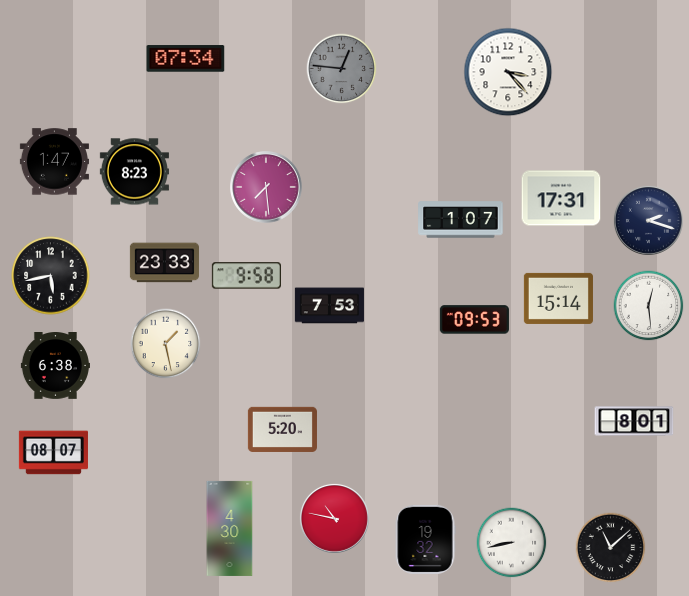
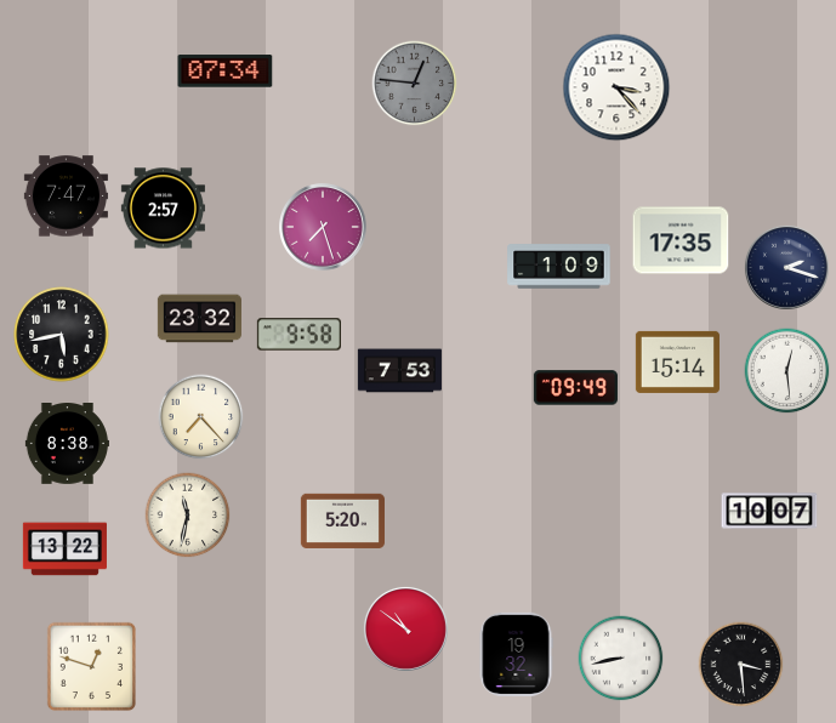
clock at (54, 162): 1:47 -> 7:47
clock at (134, 172): 8:23 -> 2:57
clock at (266, 187): 7:29 -> 7:27
clock at (561, 198): 17:31 -> 17:35
clock at (461, 220): 1:07 -> 1:09
clock at (164, 263): 23:33 -> 23:32
clock at (474, 320): 09:53 -> 09:49
clock at (166, 344): 1:28 -> 7:23
clock at (55, 366): 6:38 -> 8:38
clock at (634, 421): 8:01 -> 10:07
clock at (188, 516): none -> 11:32
clock at (53, 453): 08:07 -> 13:22
clock at (334, 518): 10:47 -> 10:51
clock at (230, 528): 4:30 -> none
clock at (611, 548): 11:08 -> 3:29
clock at (91, 666): none -> 12:48
